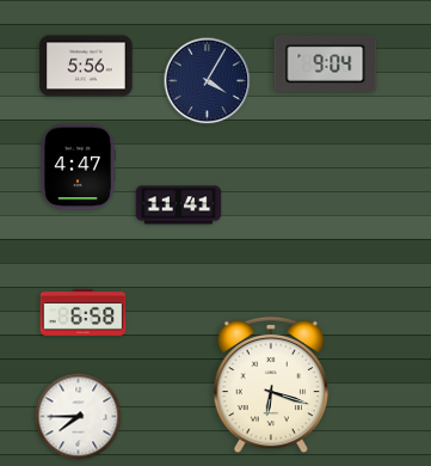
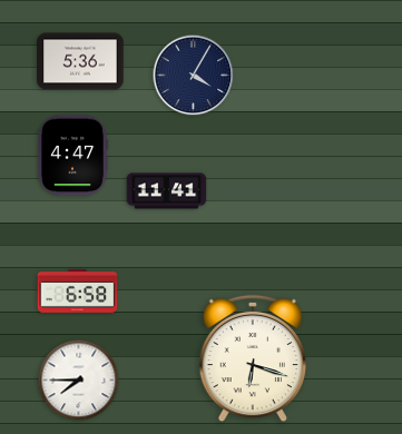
clock at (326, 63): 9:04 -> none
clock at (86, 66): 5:56 -> 5:36
clock at (79, 417) position: (79, 417) -> (79, 381)
